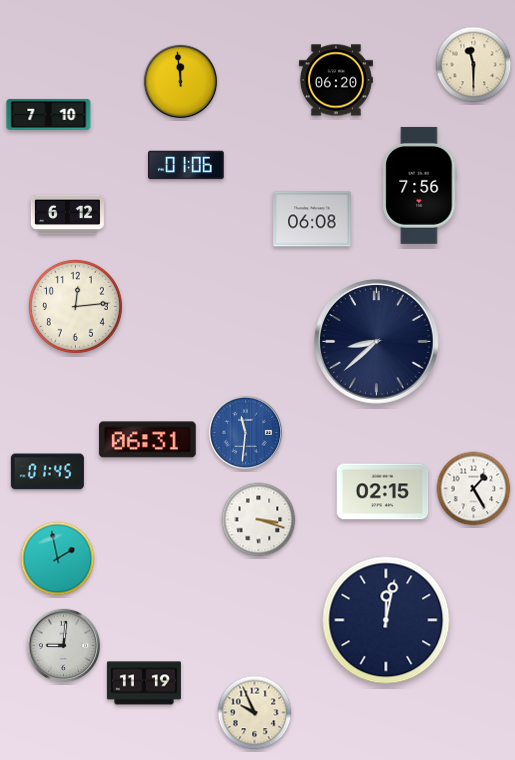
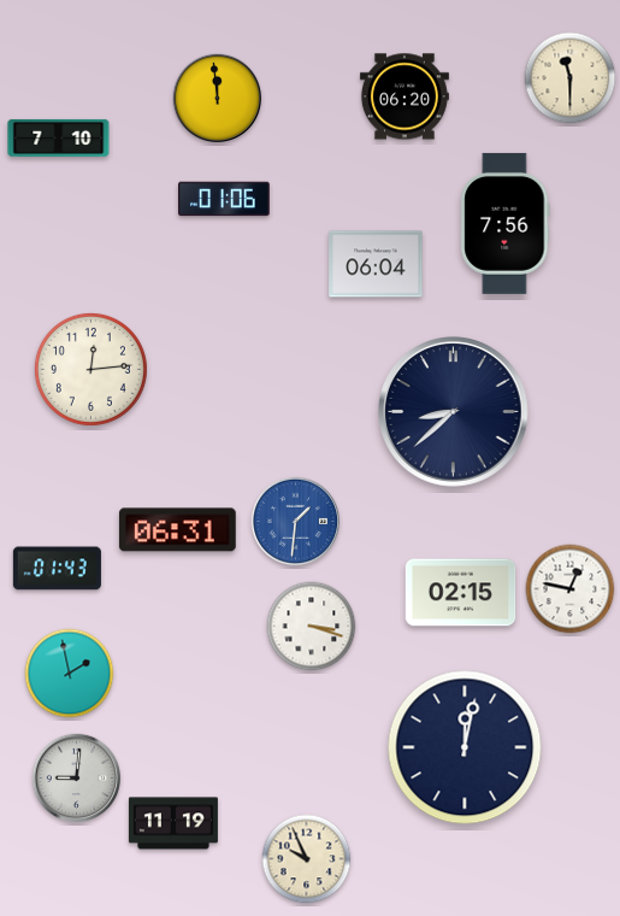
clock at (67, 215): 6:12 -> none
clock at (312, 219): 06:08 -> 06:04
clock at (246, 433): 11:31 -> 1:31
clock at (47, 472): 01:45 -> 01:43
clock at (474, 489): 1:25 -> 12:47
